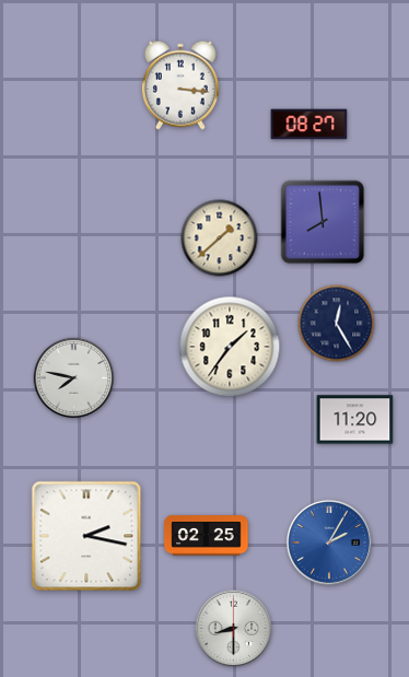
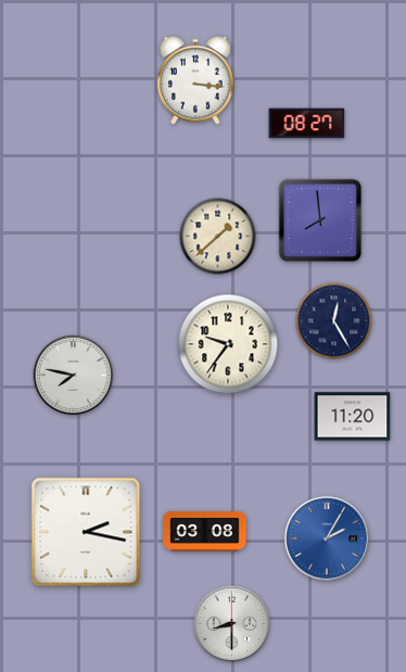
clock at (180, 85) position: (180, 85) -> (195, 80)
clock at (230, 347): 1:36 -> 9:36
clock at (207, 536): 02:25 -> 03:08
